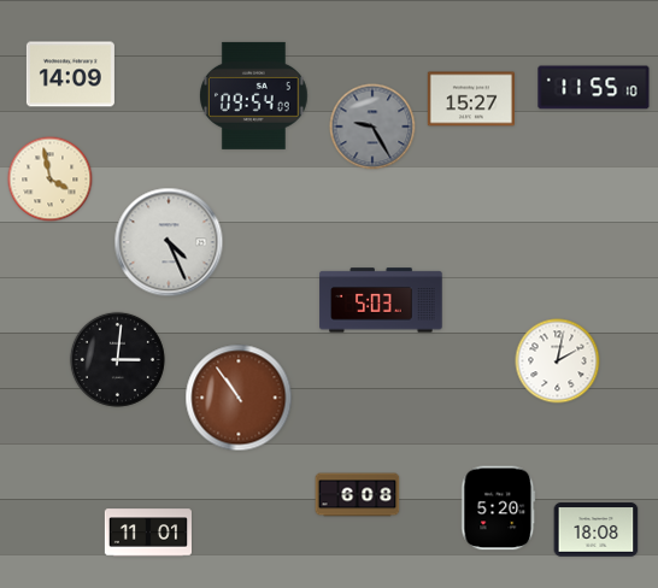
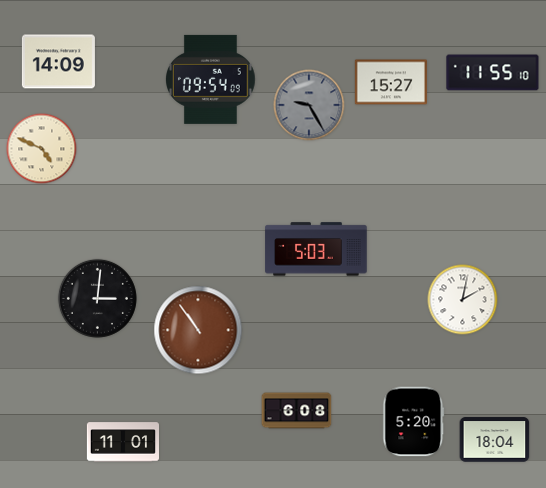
clock at (51, 180): 3:58 -> 4:49
clock at (169, 242): 4:26 -> none
clock at (597, 530): 18:08 -> 18:04
